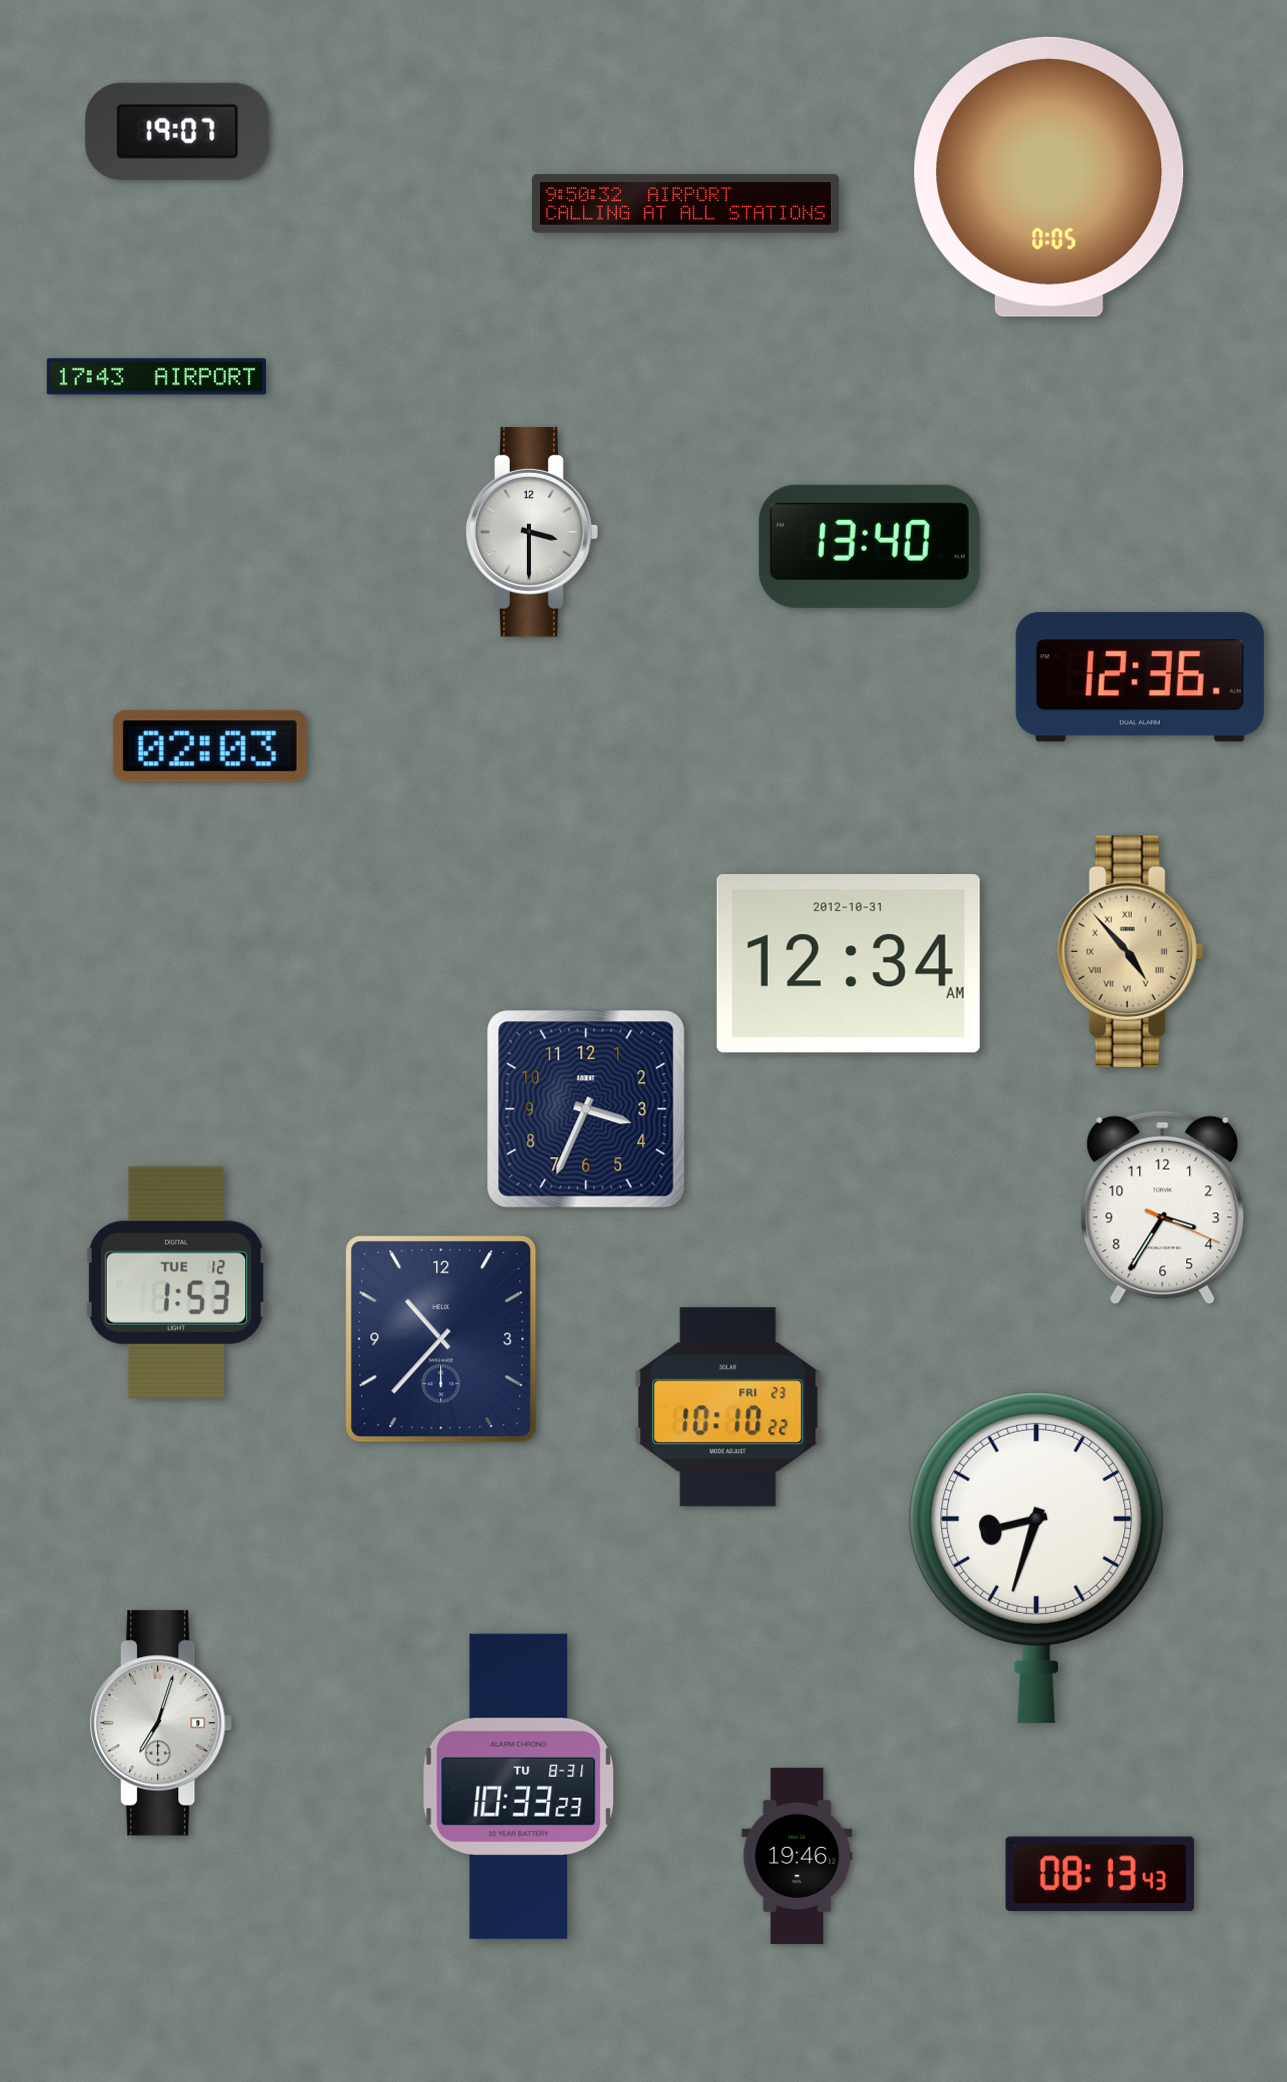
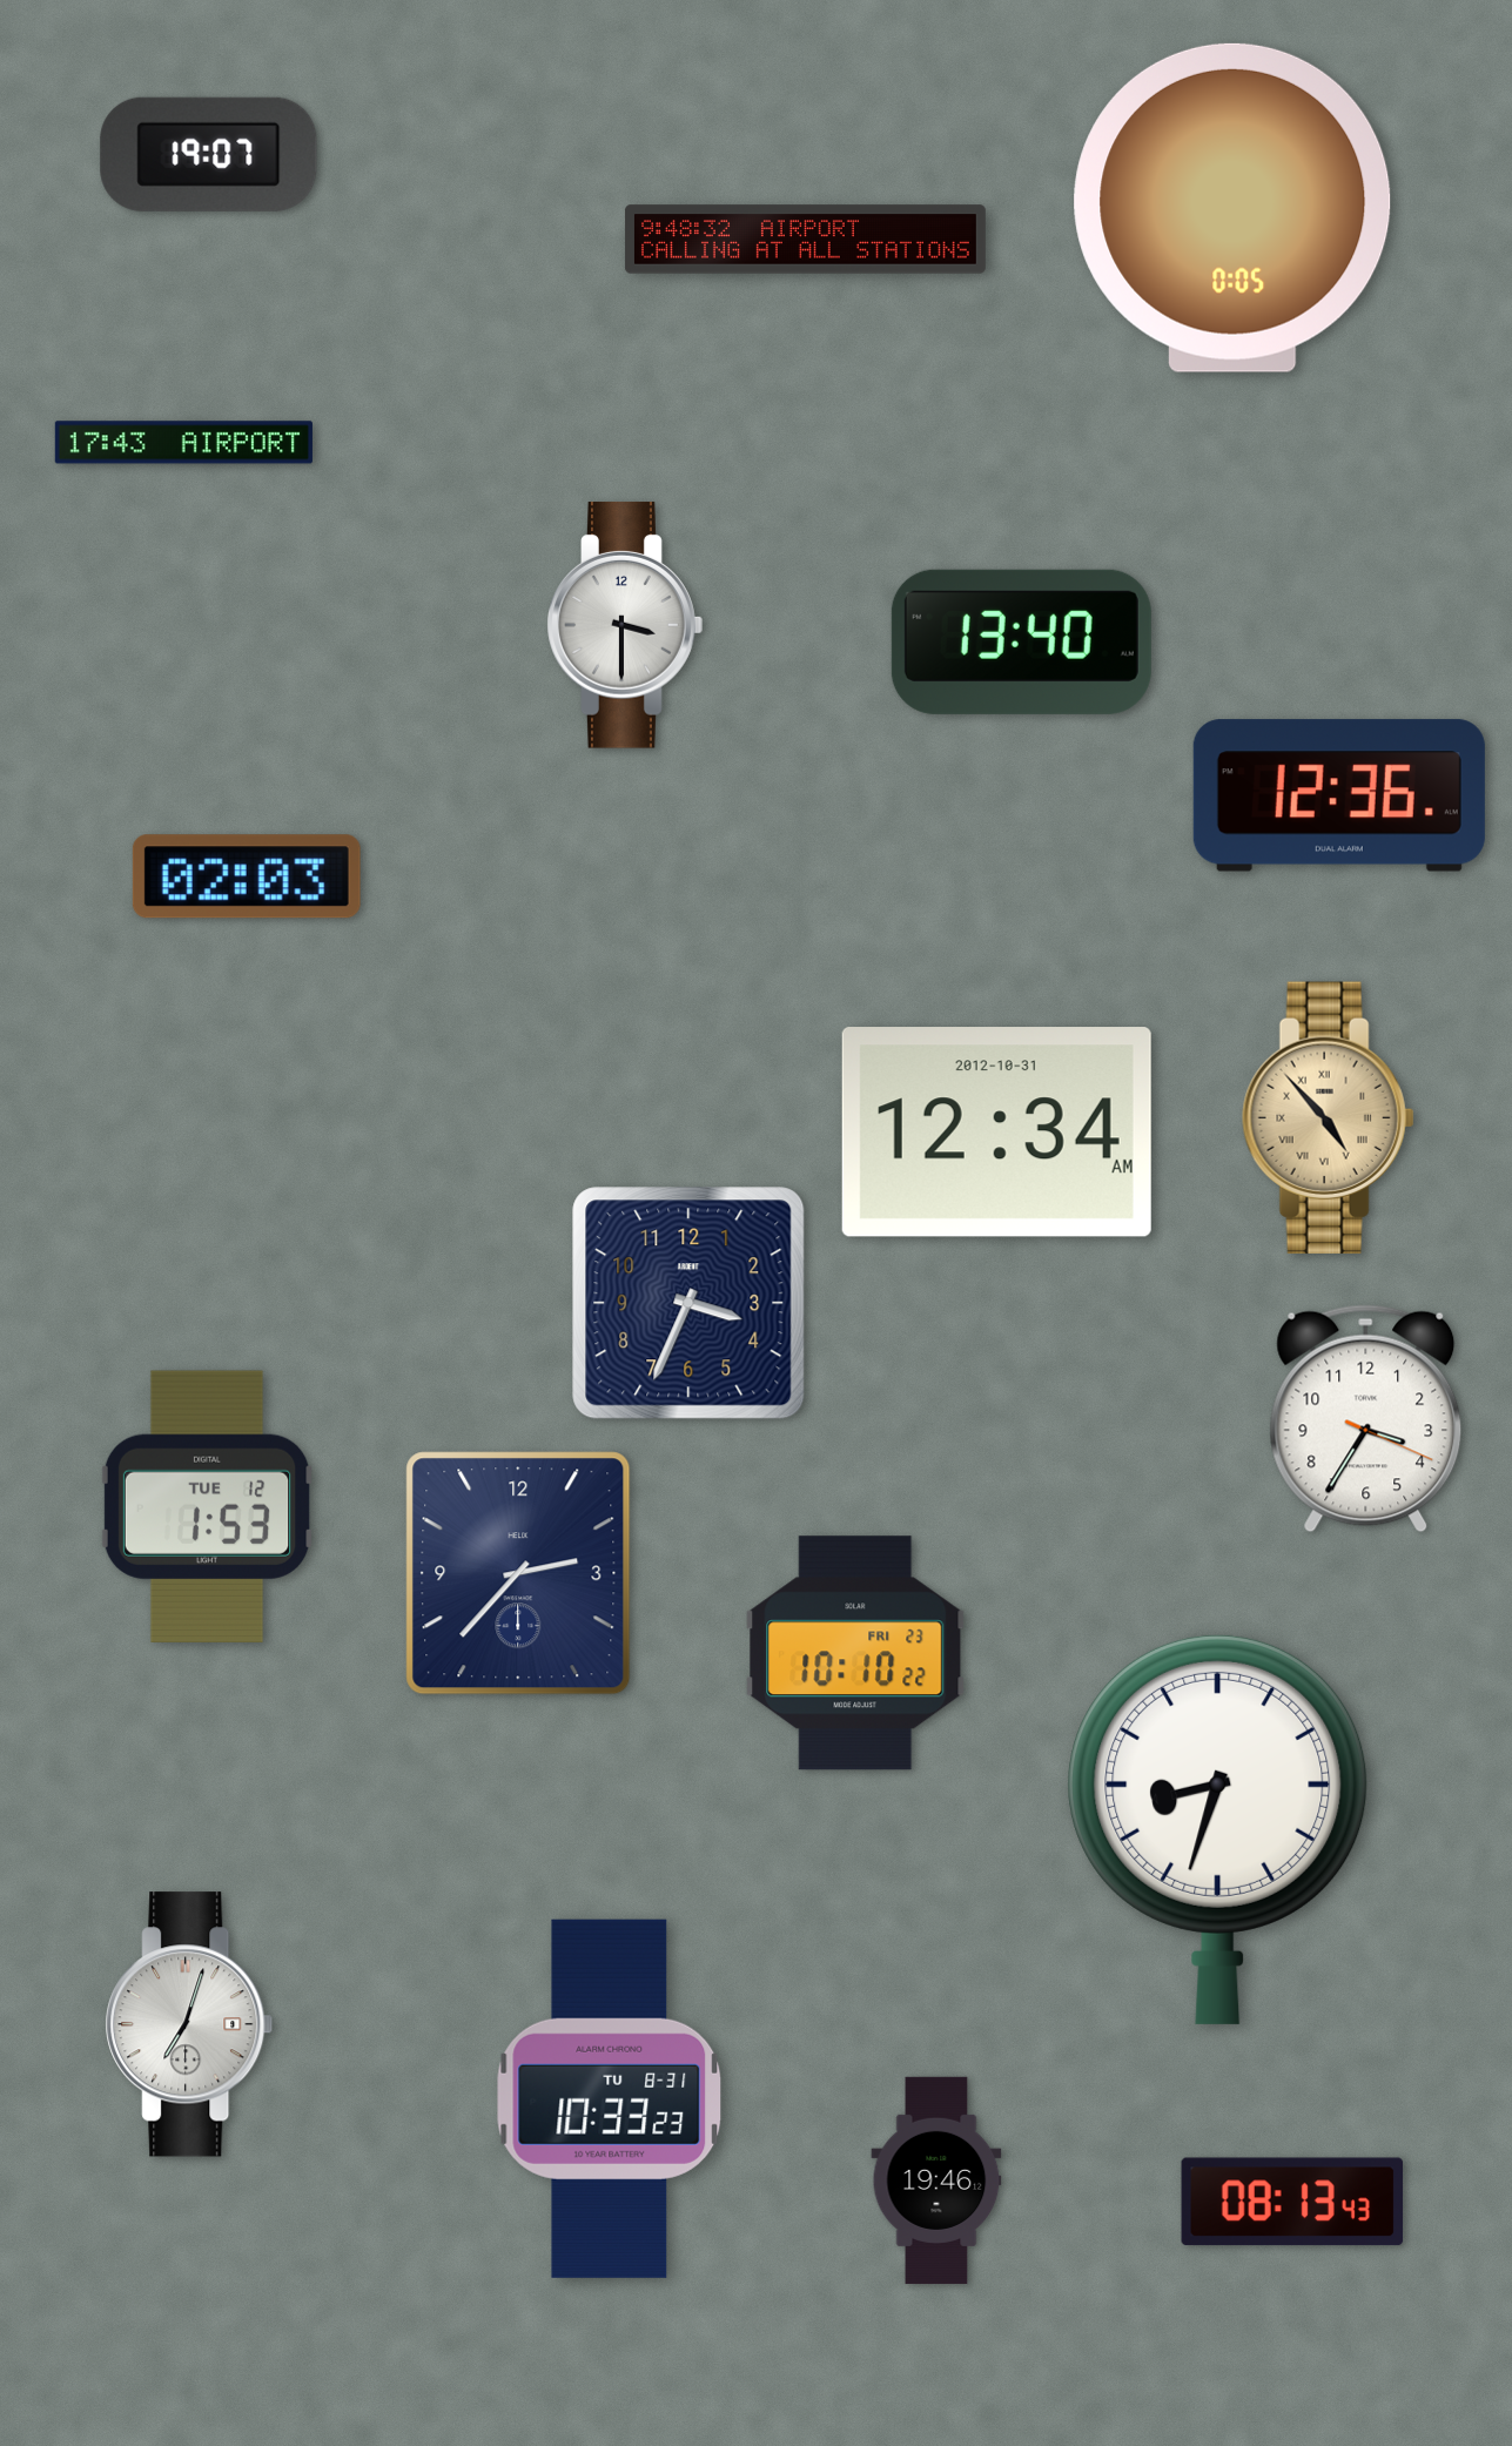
clock at (685, 204): 9:50 -> 9:48
clock at (441, 1339): 10:37 -> 2:37
